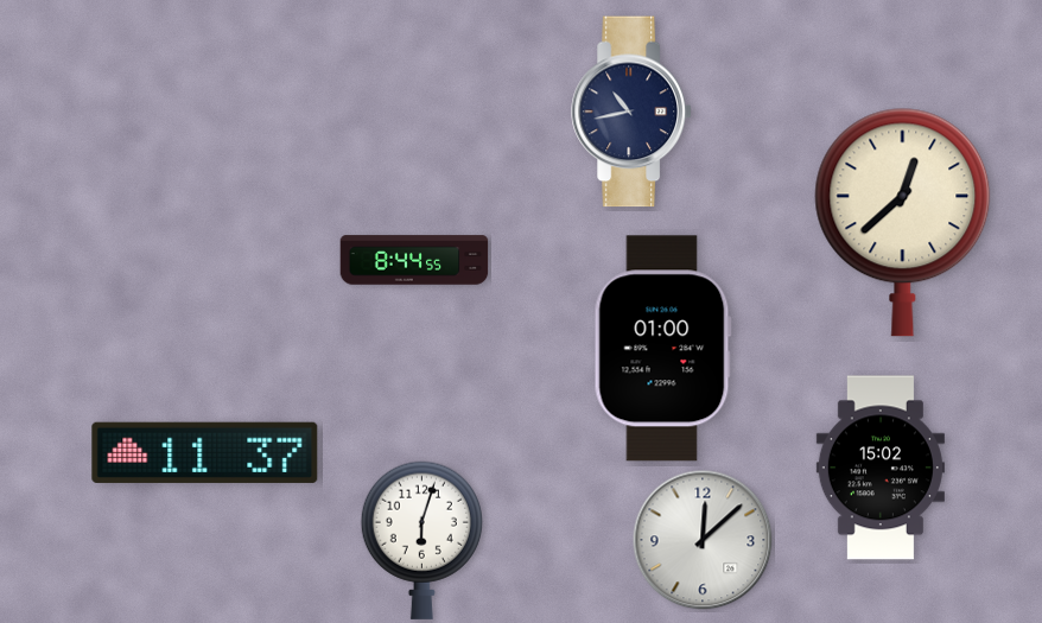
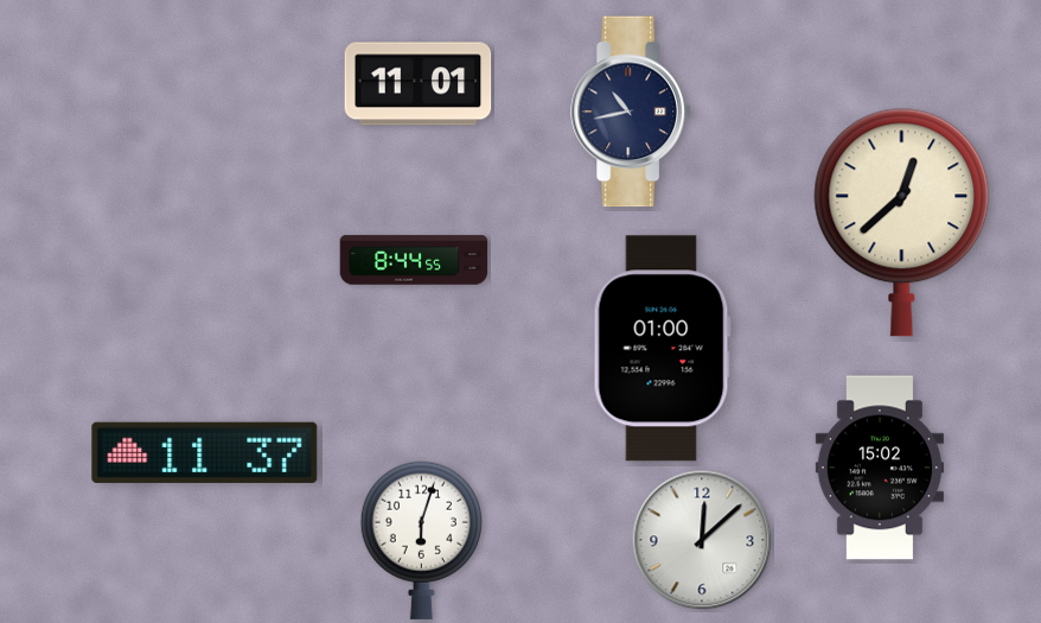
clock at (419, 84): none -> 11:01
